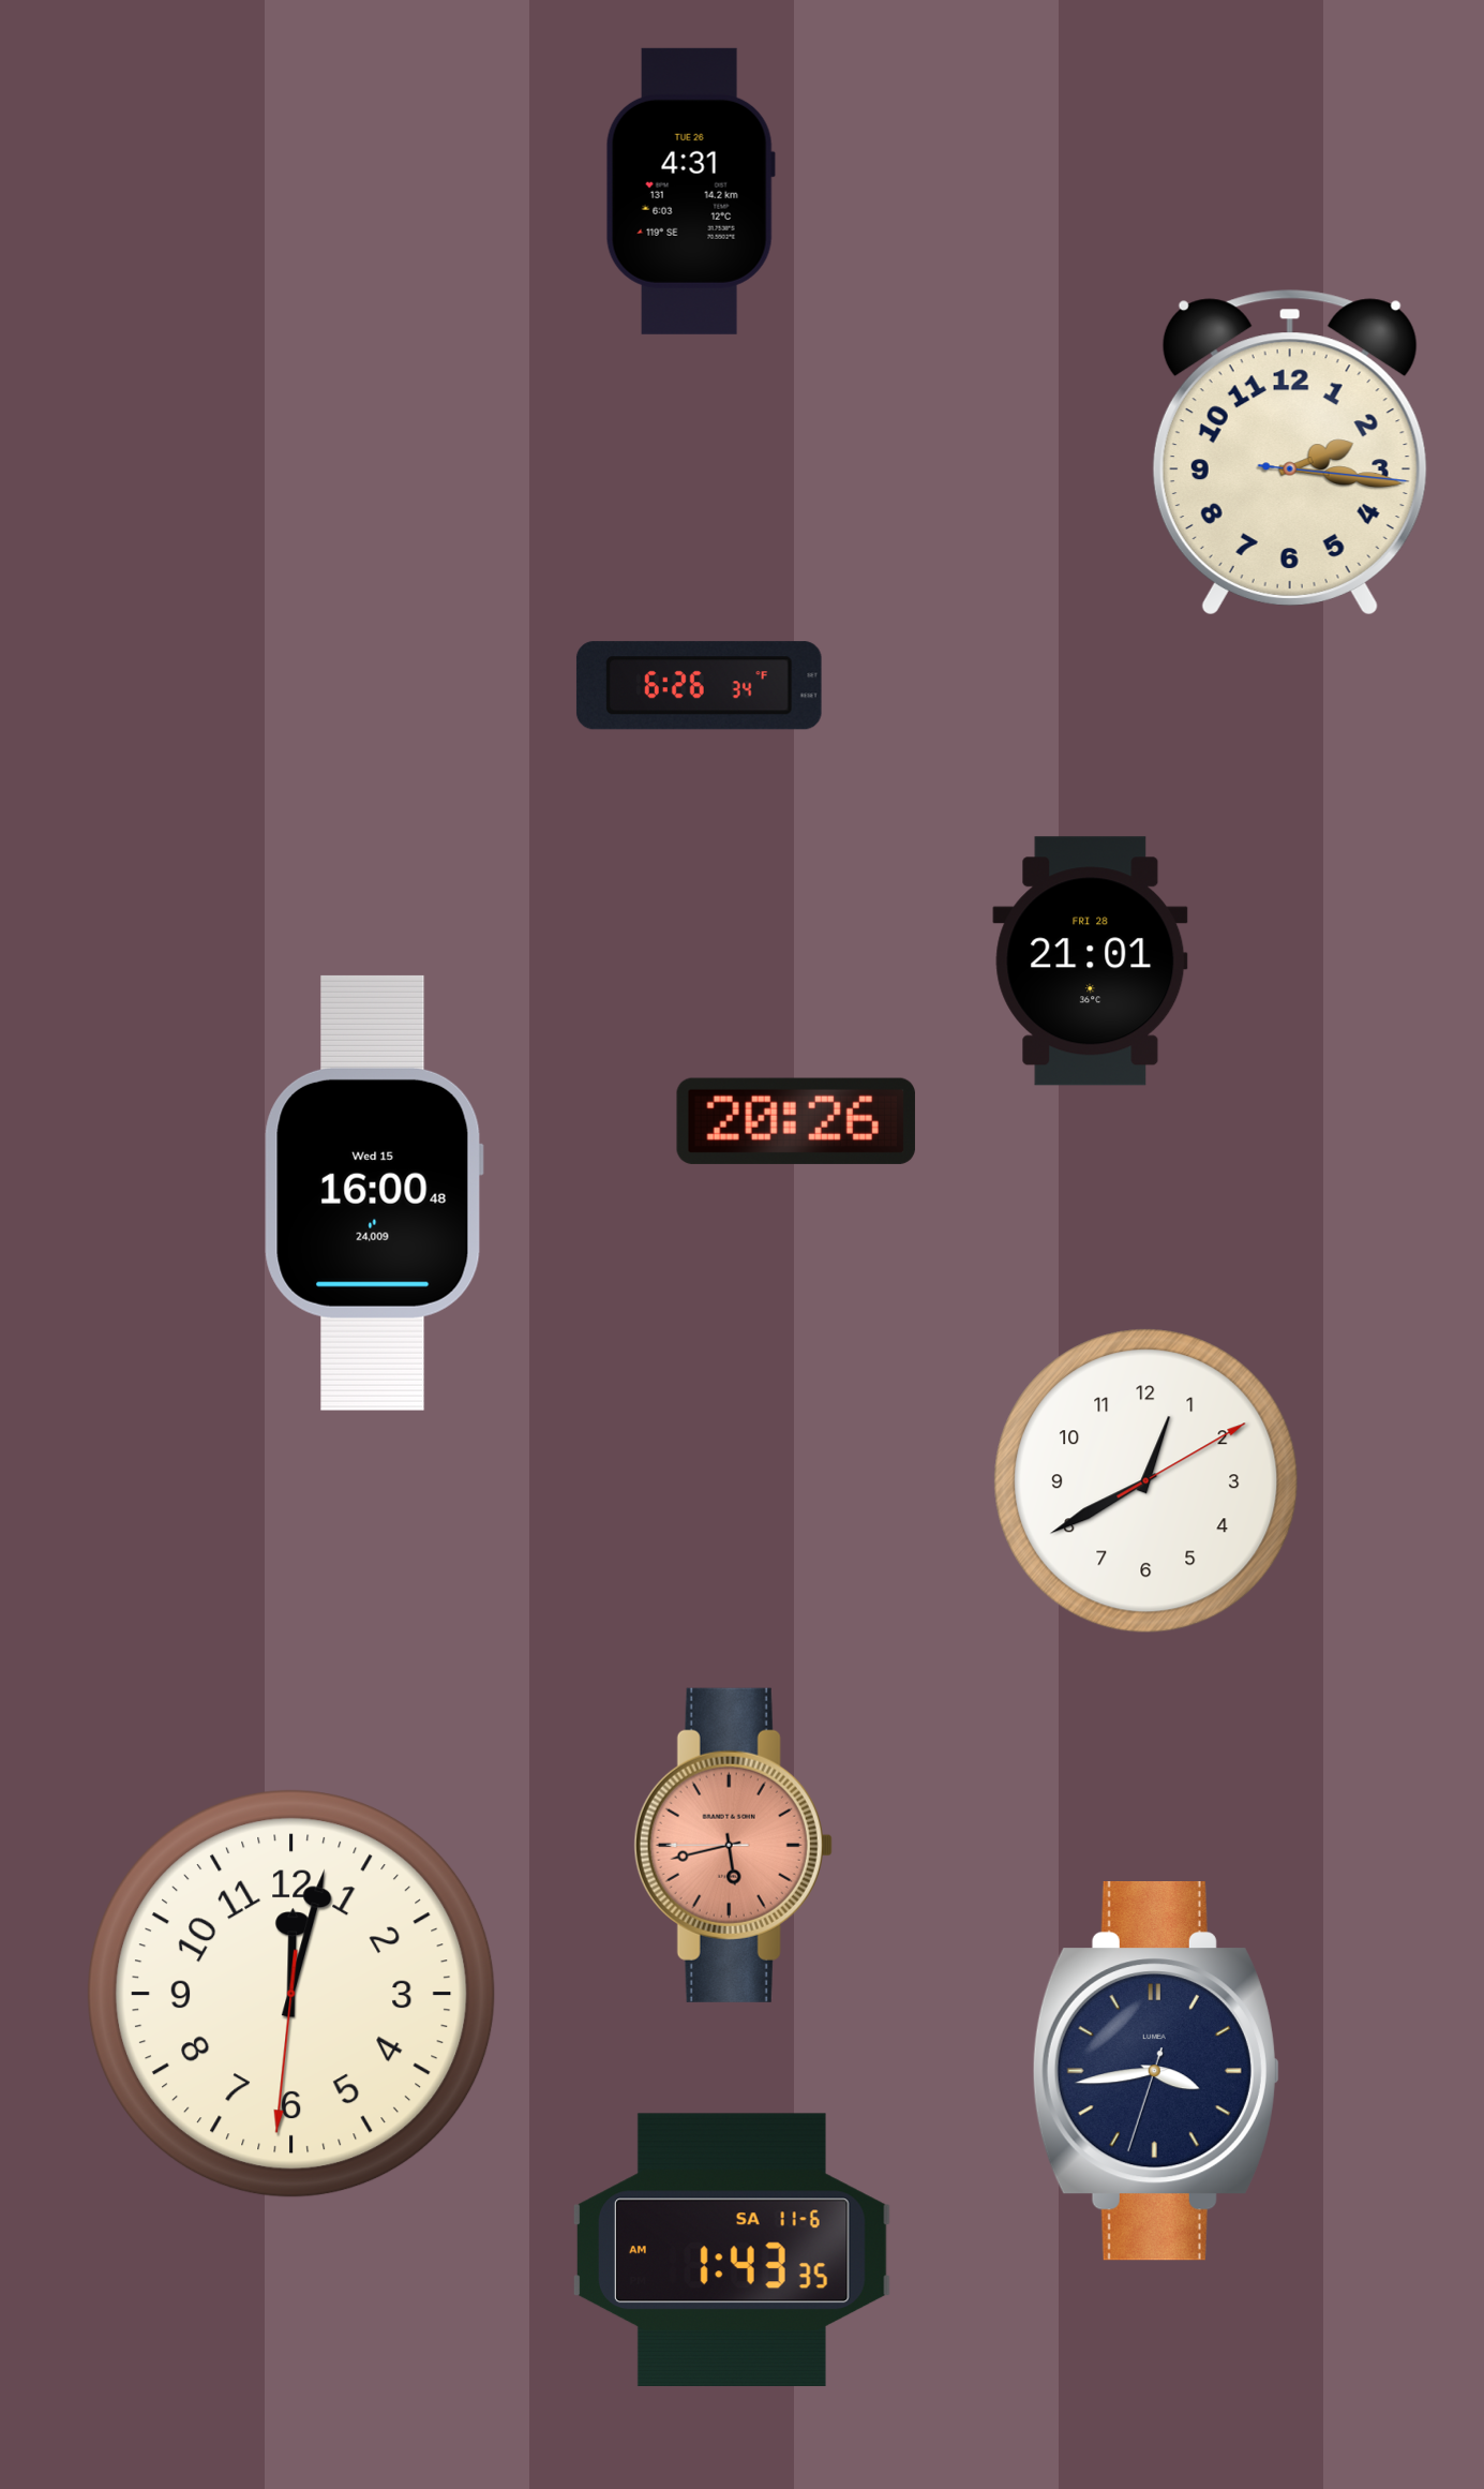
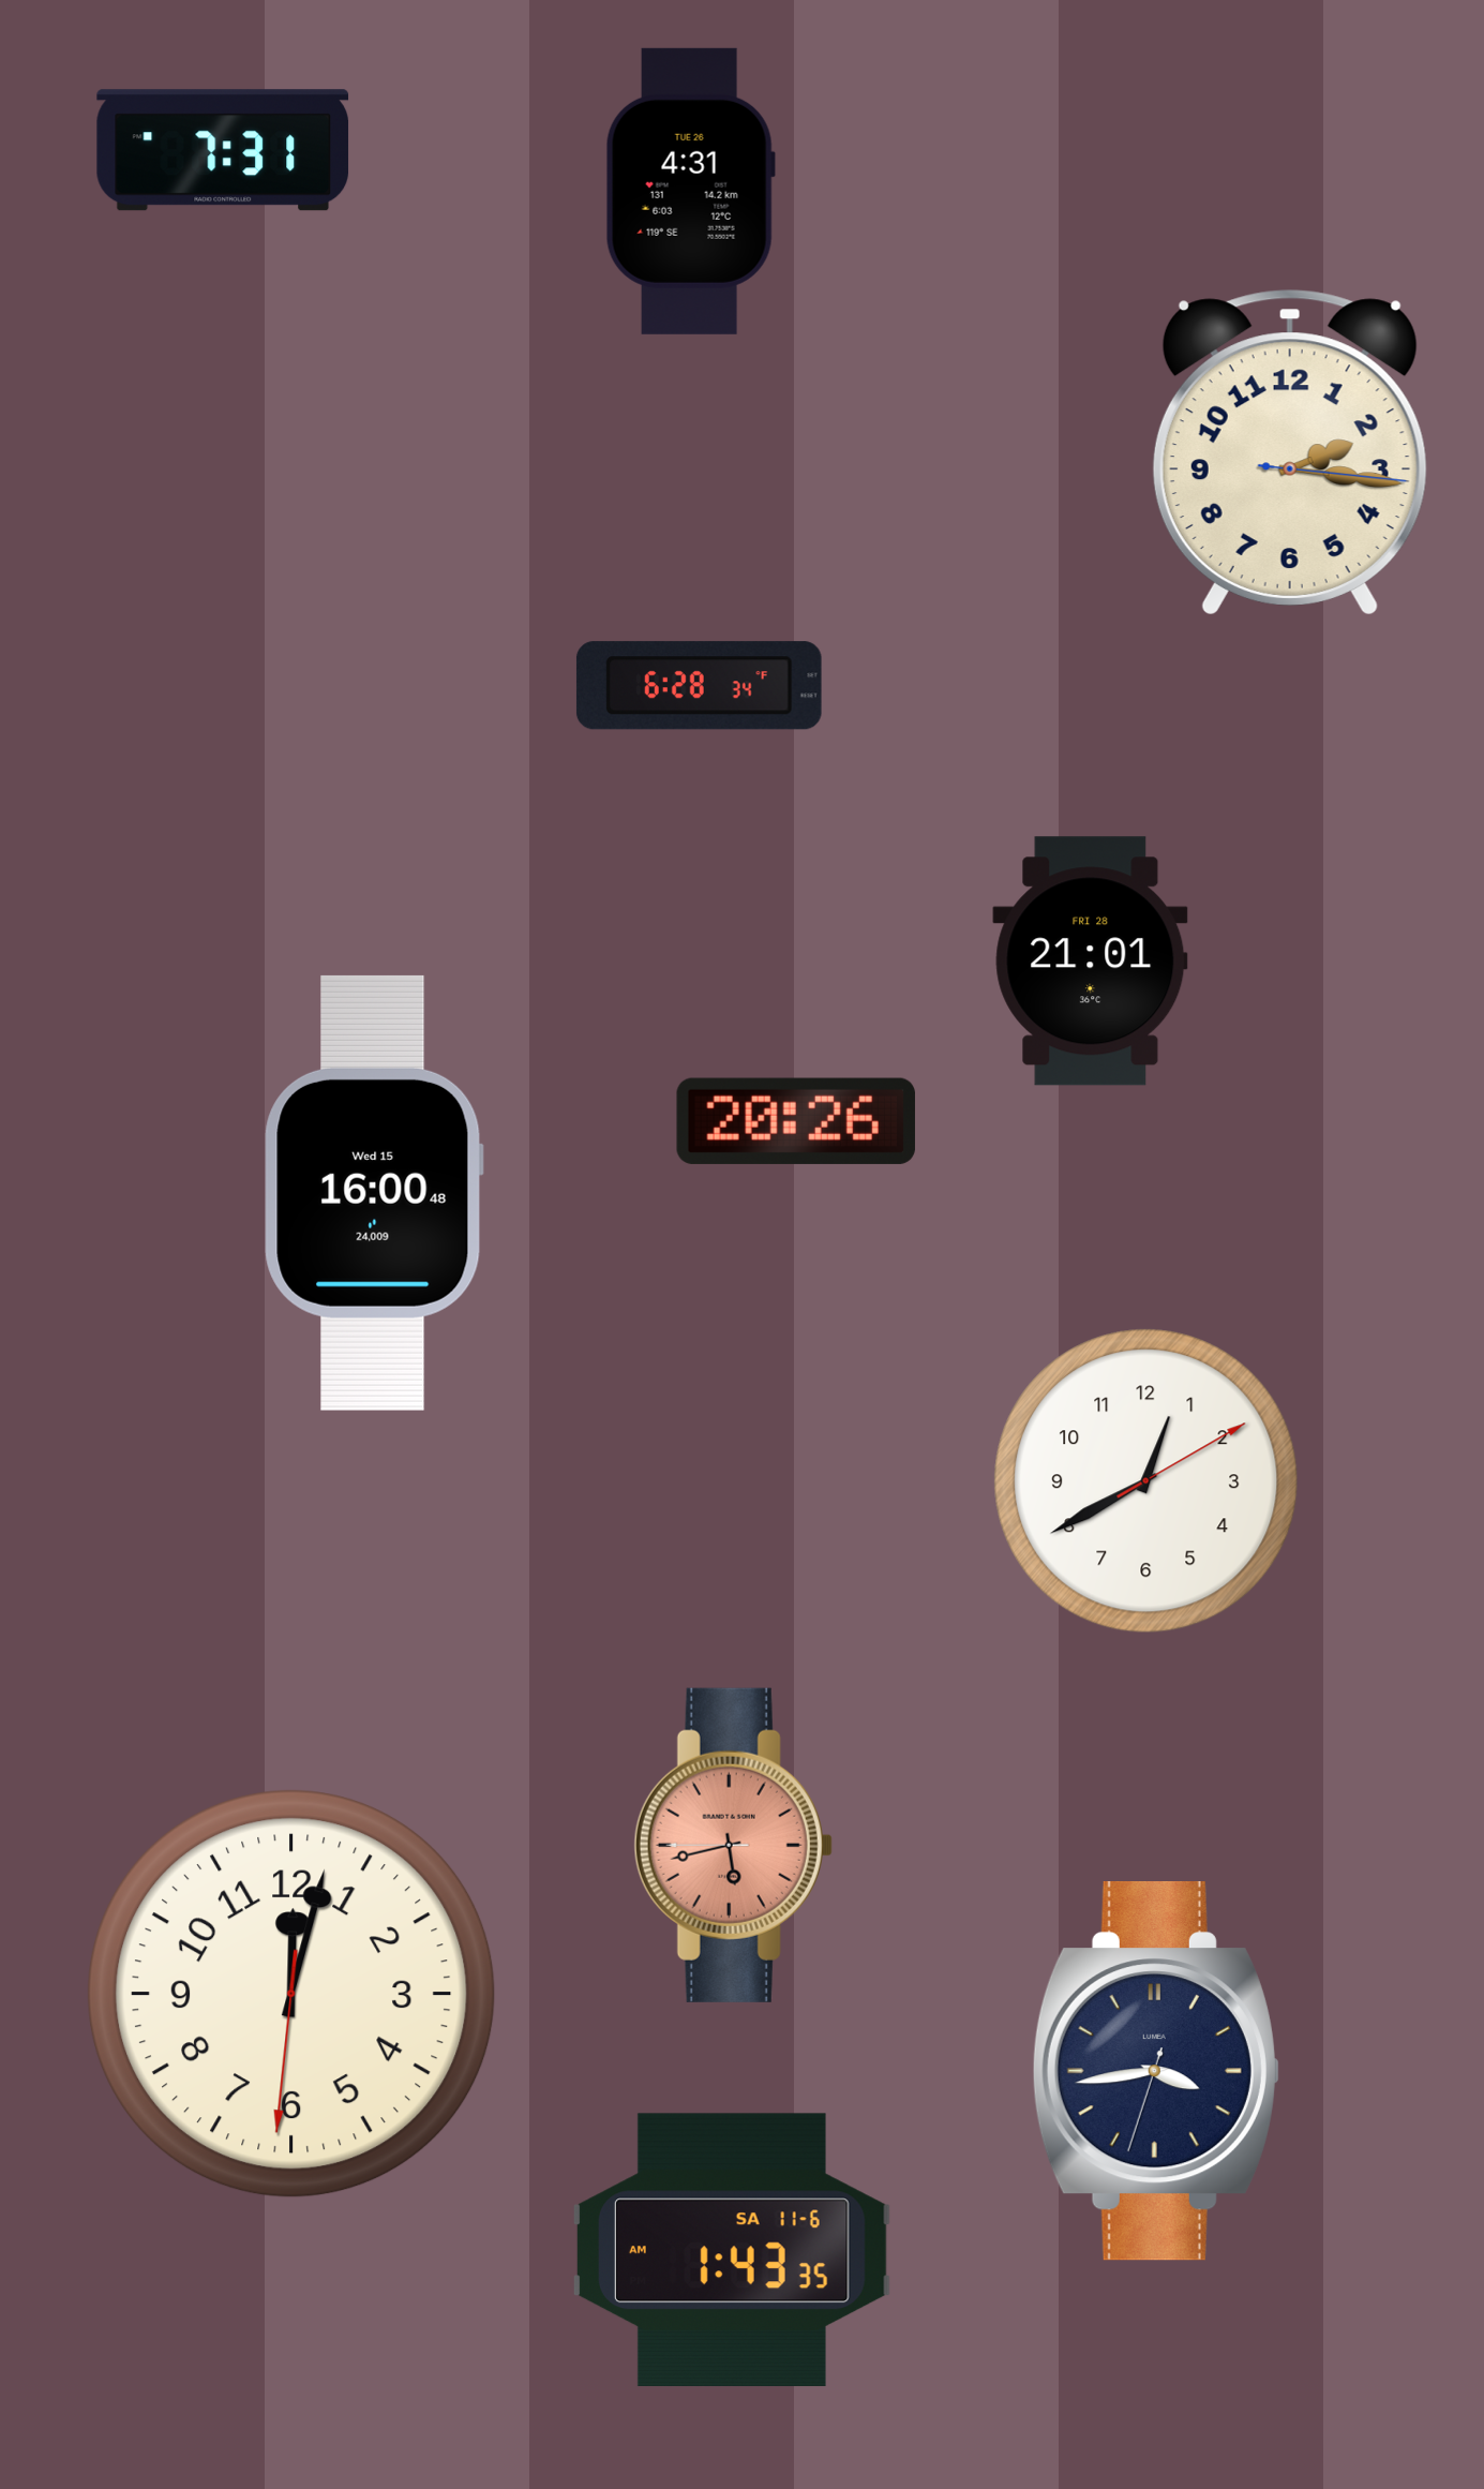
clock at (223, 150): none -> 7:31
clock at (699, 686): 6:26 -> 6:28
